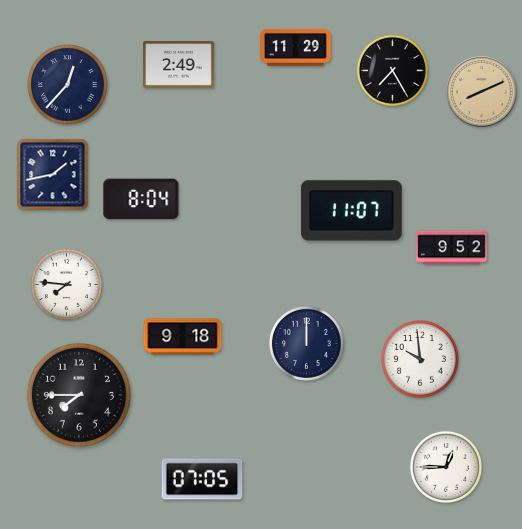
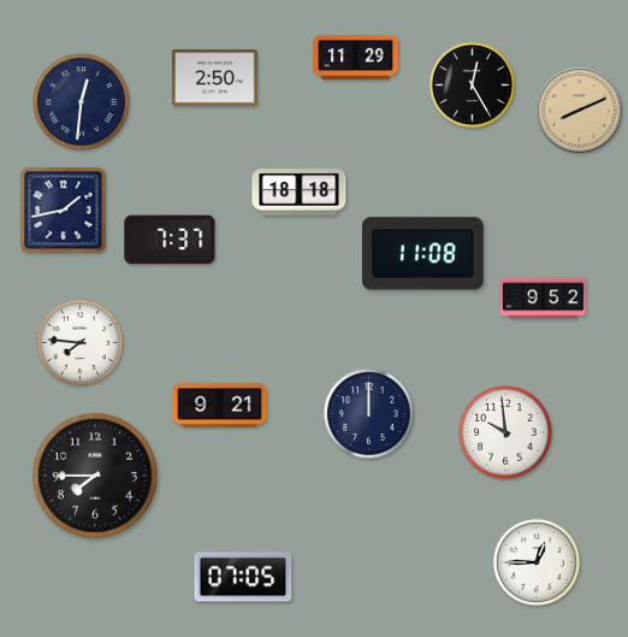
clock at (179, 65): 2:49 -> 2:50
clock at (392, 70): 7:25 -> 12:25
clock at (68, 85): 12:37 -> 12:31
clock at (300, 193): none -> 18:18
clock at (141, 199): 8:04 -> 7:37
clock at (351, 211): 11:07 -> 11:08
clock at (183, 337): 9:18 -> 9:21
